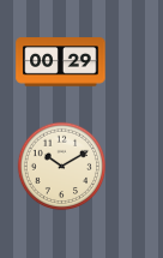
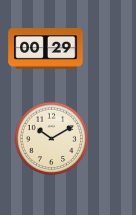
clock at (61, 62) position: (61, 62) -> (46, 49)
